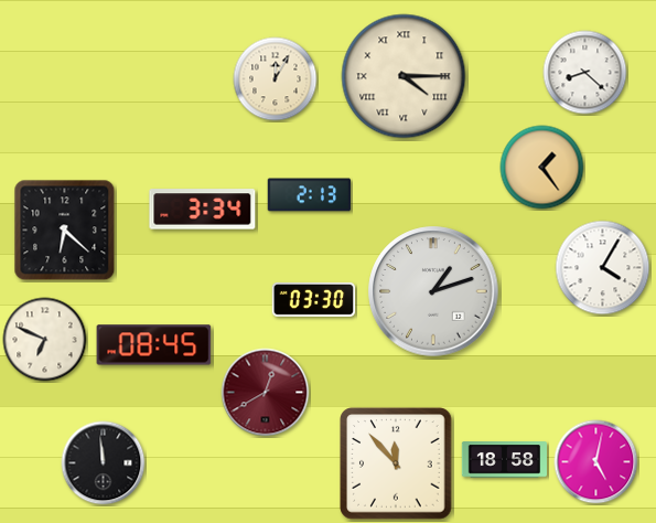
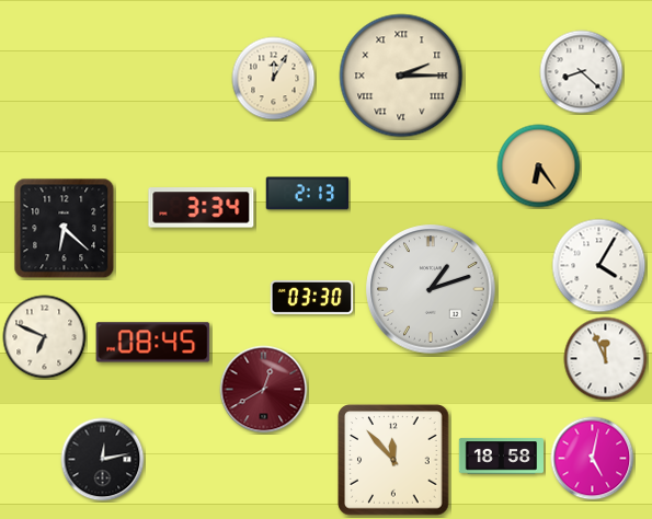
clock at (404, 76): 4:15 -> 2:15
clock at (542, 168): 1:24 -> 6:24
clock at (606, 359): none -> 11:56
clock at (104, 463): 11:59 -> 12:13
